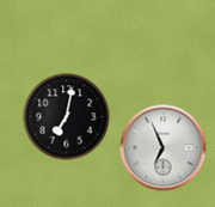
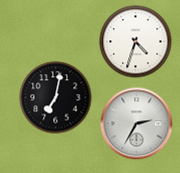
clock at (136, 42): none -> 4:33
clock at (164, 148): 6:56 -> 2:35
